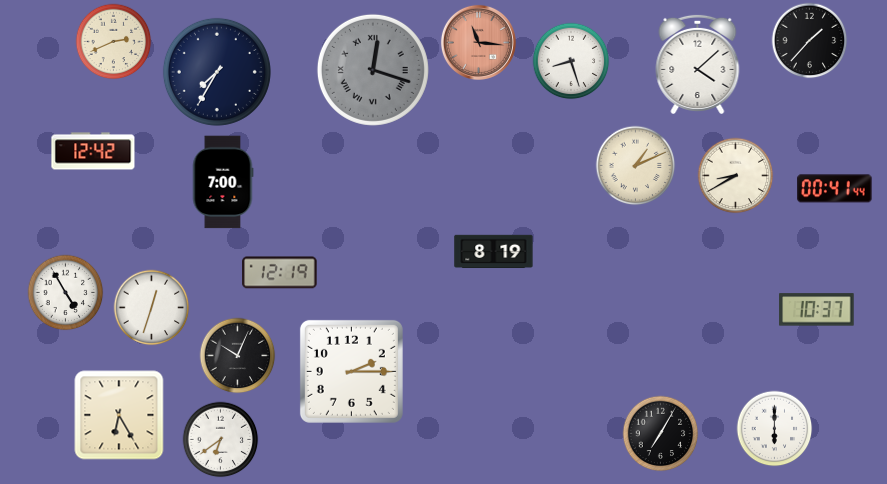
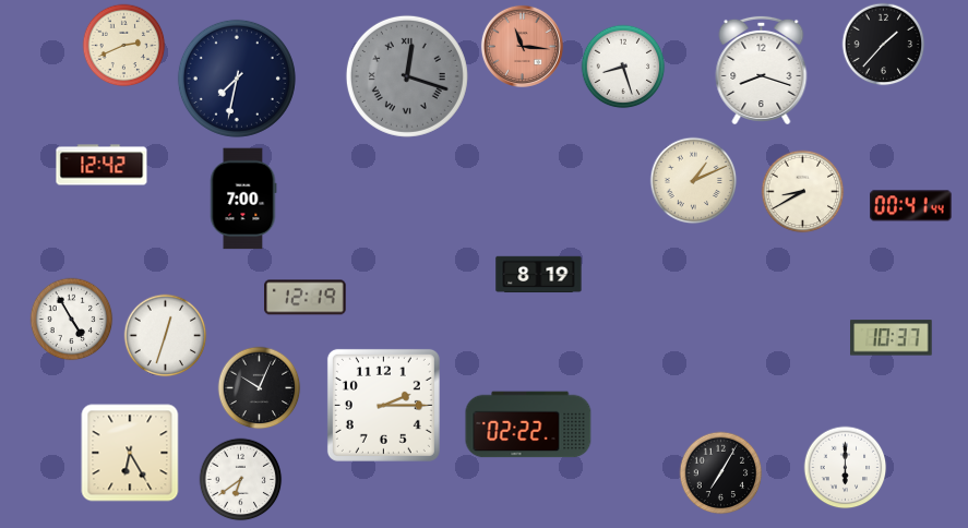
clock at (698, 64): 4:08 -> 8:18
clock at (217, 72): 7:35 -> 7:32
clock at (528, 424): none -> 02:22
